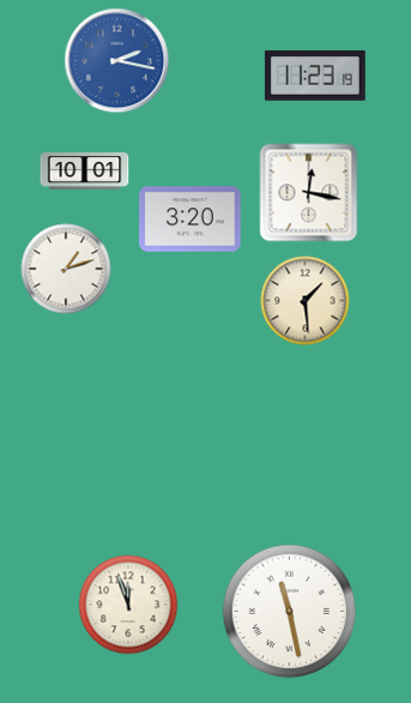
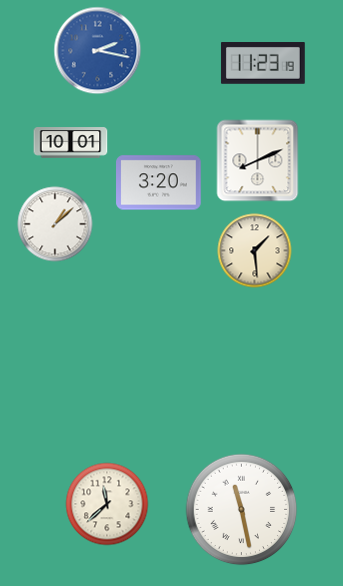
clock at (309, 193): 12:17 -> 8:11
clock at (66, 269): 1:12 -> 1:08
clock at (128, 605): 11:57 -> 11:38
